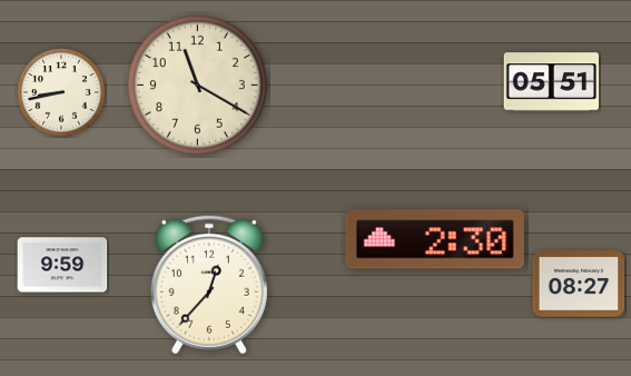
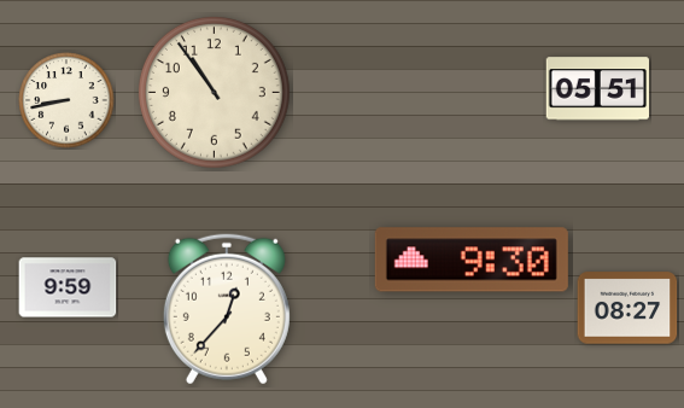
clock at (197, 85): 11:20 -> 10:54
clock at (435, 239): 2:30 -> 9:30
